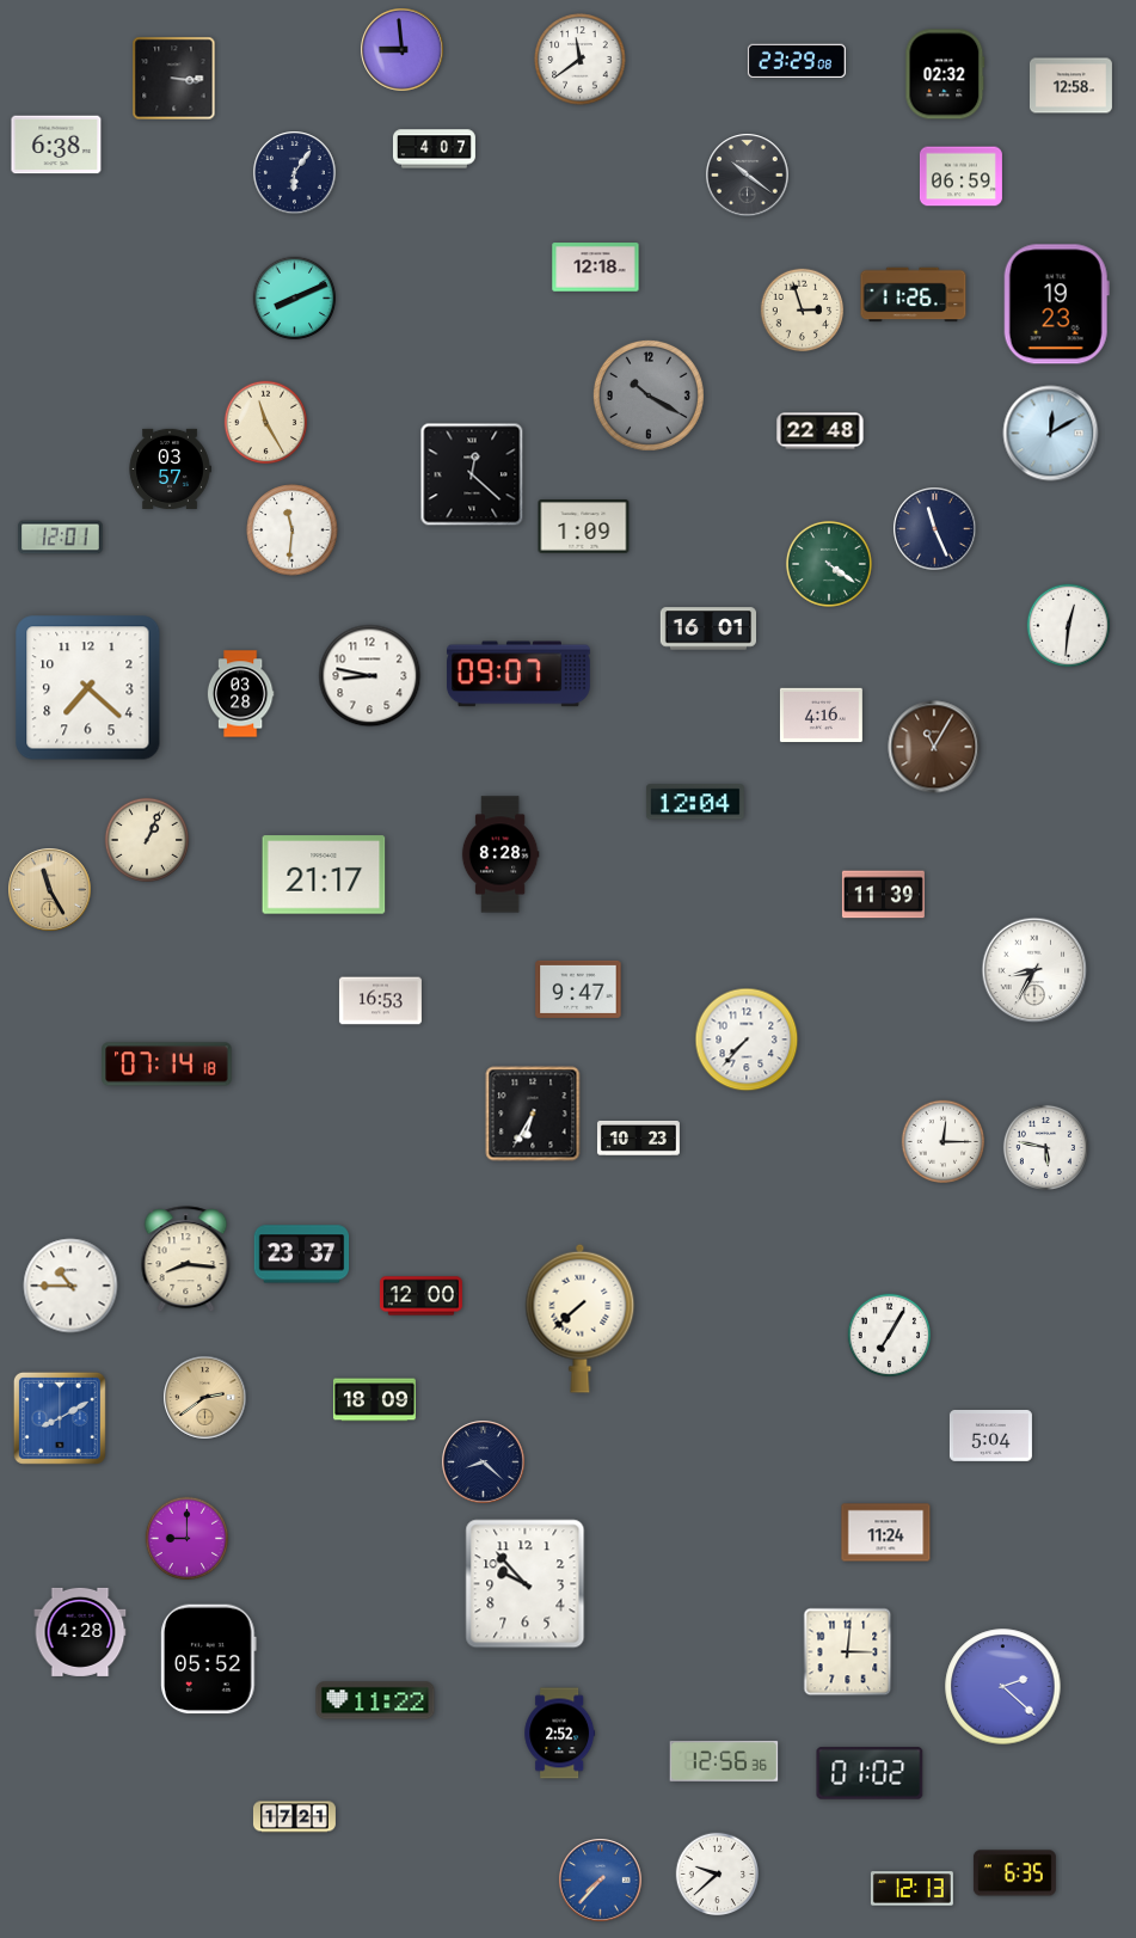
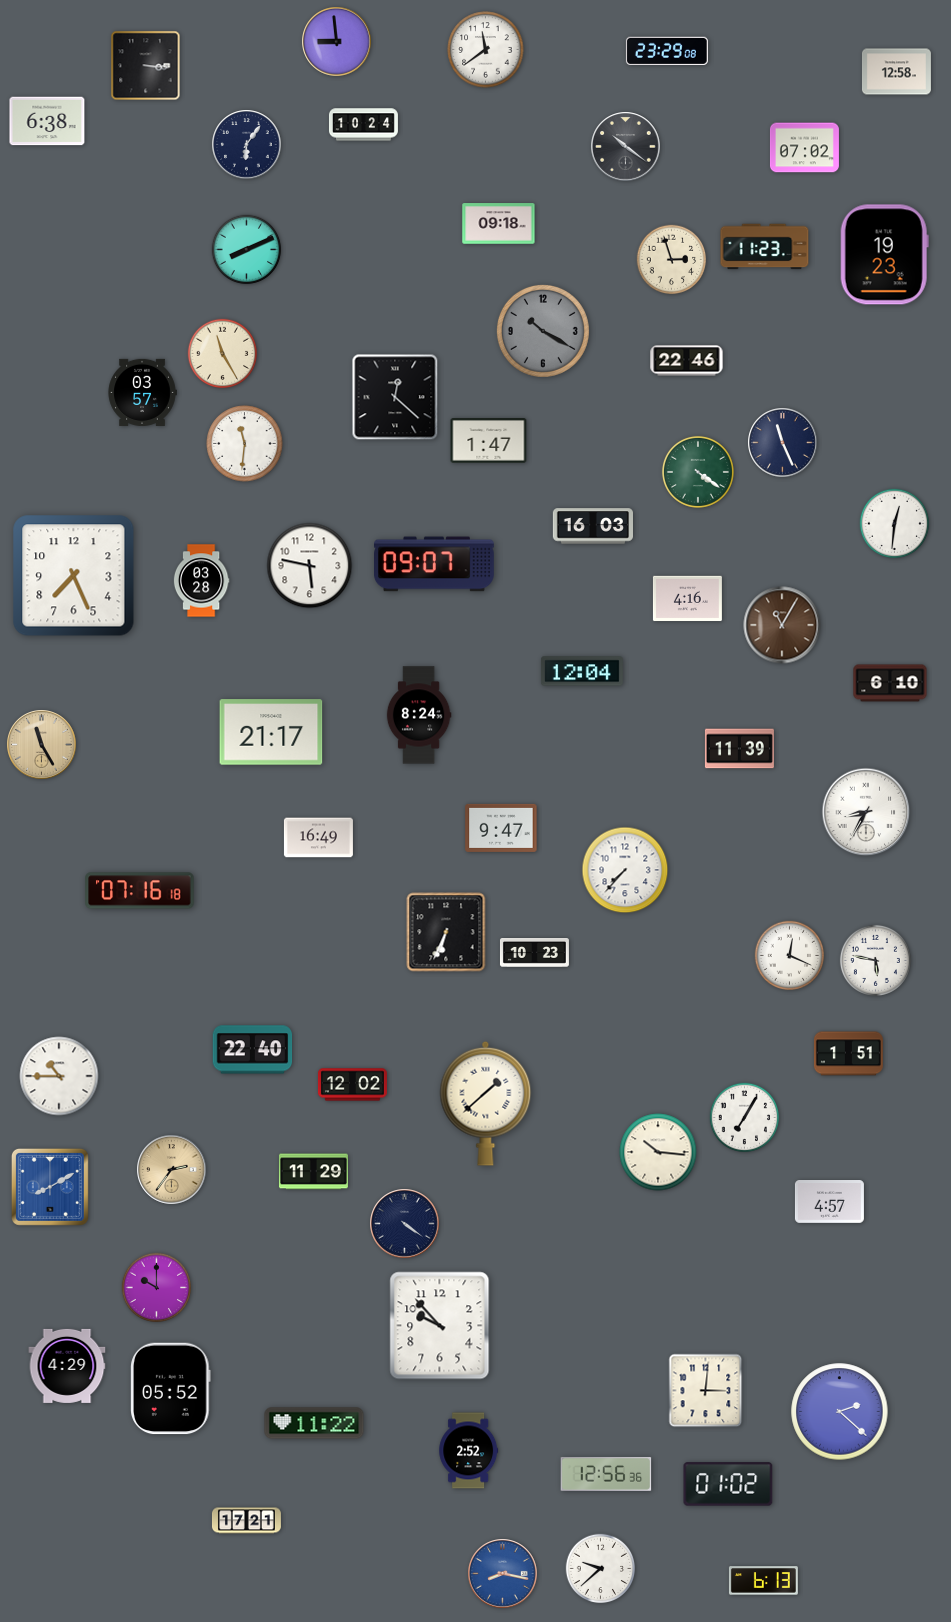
clock at (945, 74): 02:32 -> none
clock at (434, 149): 4:07 -> 10:24
clock at (960, 177): 06:59 -> 07:02
clock at (596, 268): 12:18 -> 09:18
clock at (914, 295): 11:26 -> 11:23
clock at (821, 431): 22:48 -> 22:46
clock at (1051, 434): 12:10 -> none
clock at (584, 527): 1:09 -> 1:47
clock at (61, 538): 12:01 -> none
clock at (829, 564) position: (829, 564) -> (698, 472)
clock at (707, 628): 16:01 -> 16:03
clock at (370, 676): 8:47 -> 5:47
clock at (88, 688): 7:22 -> 7:26
clock at (890, 683): none -> 6:10
clock at (146, 839): 1:04 -> none
clock at (501, 854): 8:28 -> 8:24
clock at (578, 989) position: (578, 989) -> (501, 828)
clock at (380, 1001): 16:53 -> 16:49
clock at (167, 1065): 07:14 -> 07:16
clock at (533, 1114): 6:35 -> 6:34
clock at (944, 1142): 12:15 -> 12:19
clock at (302, 1255): 23:37 -> 22:40
clock at (186, 1259): 8:16 -> none
clock at (848, 1054): none -> 1:51
clock at (420, 1296): 12:00 -> 12:02
clock at (581, 1318): 7:38 -> 1:38
clock at (658, 1152): none -> 10:16
clock at (205, 1398): 2:39 -> 2:36
clock at (374, 1400): 18:09 -> 11:29
clock at (990, 1436): 5:04 -> 4:57
clock at (484, 1462): 8:22 -> 4:21
clock at (886, 1533): 11:24 -> none
clock at (188, 1539): 9:00 -> 10:00
clock at (80, 1632): 4:28 -> 4:29
clock at (848, 1652) position: (848, 1652) -> (706, 1391)
clock at (209, 1660) position: (209, 1660) -> (171, 1389)
clock at (1014, 1873): 6:35 -> none
clock at (601, 1881): 7:37 -> 8:17
clock at (911, 1889): 12:13 -> 6:13
